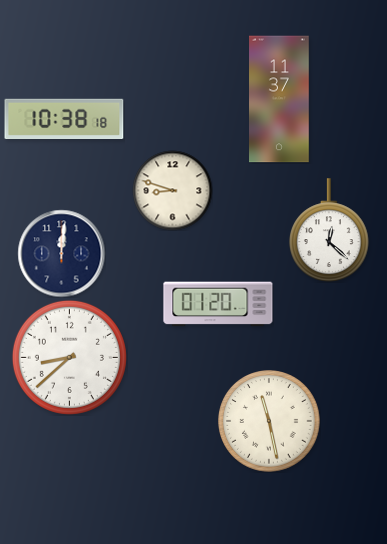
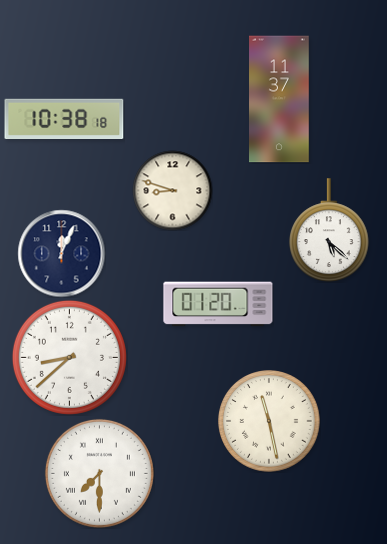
clock at (329, 230): 12:22 -> 5:22
clock at (61, 253): 12:01 -> 12:04
clock at (99, 473): none -> 7:30
